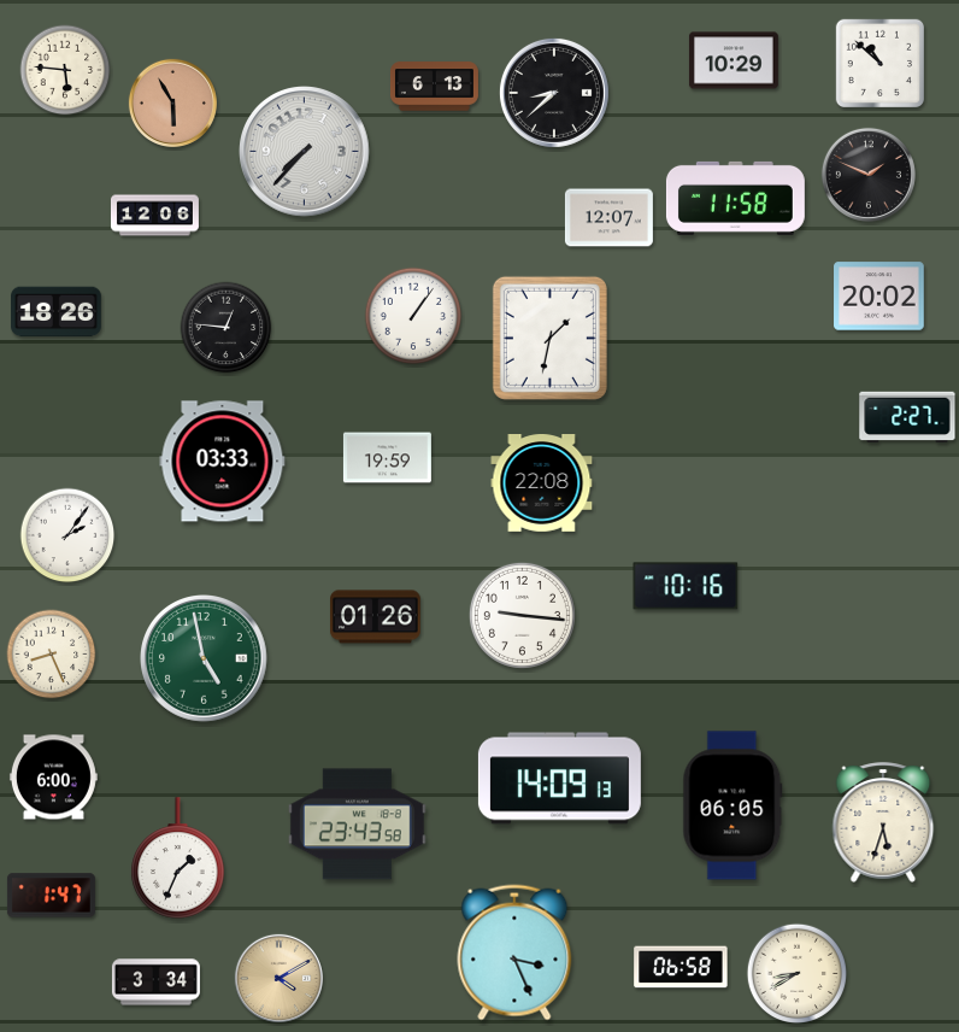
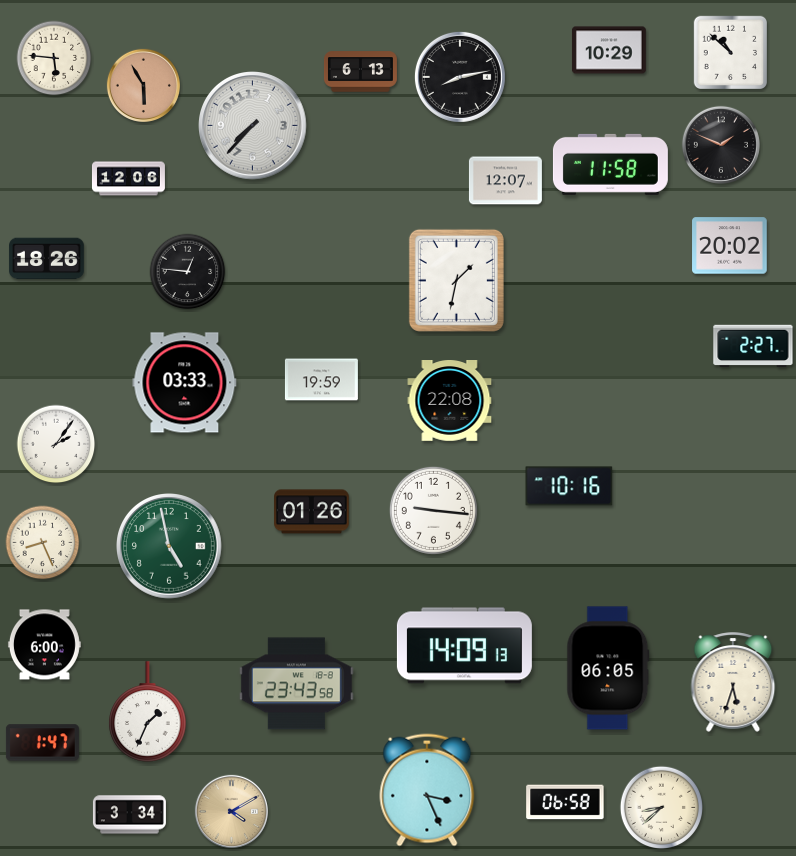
clock at (554, 93): 8:38 -> 8:13
clock at (413, 316): 1:06 -> none
clock at (796, 973): 8:40 -> 8:38
